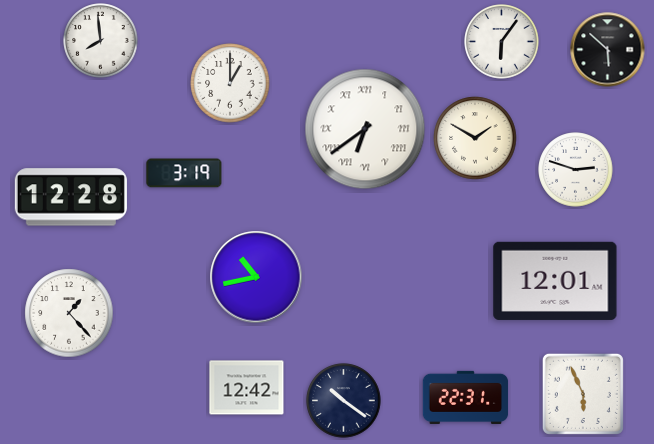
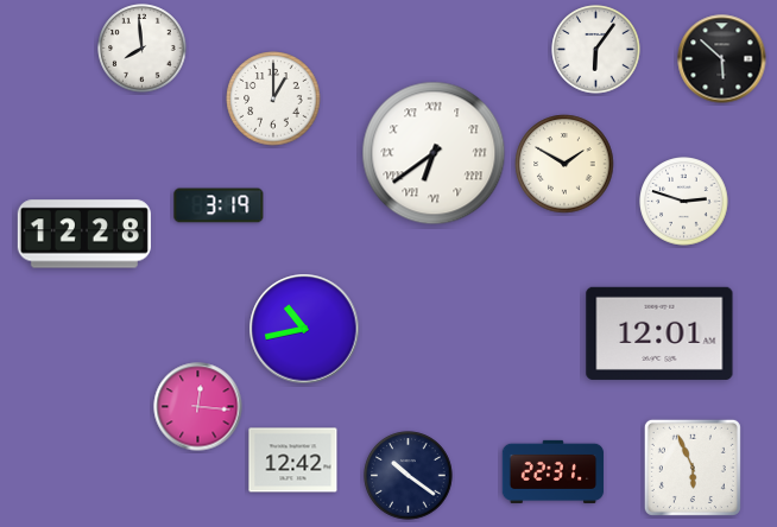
clock at (101, 41) position: (101, 41) -> (143, 49)
clock at (69, 313): 1:23 -> none
clock at (198, 407): none -> 12:16
